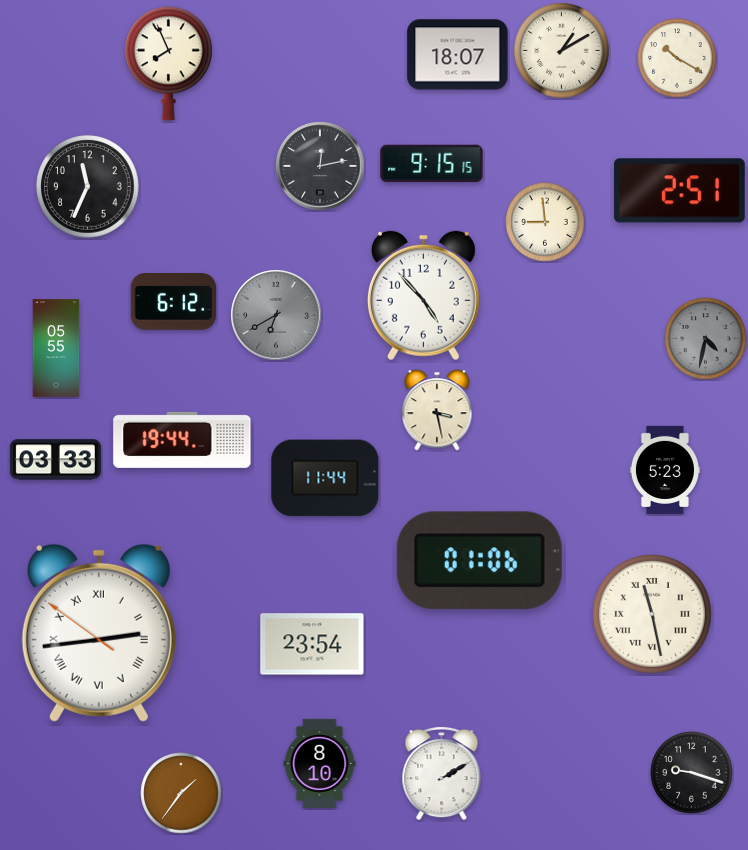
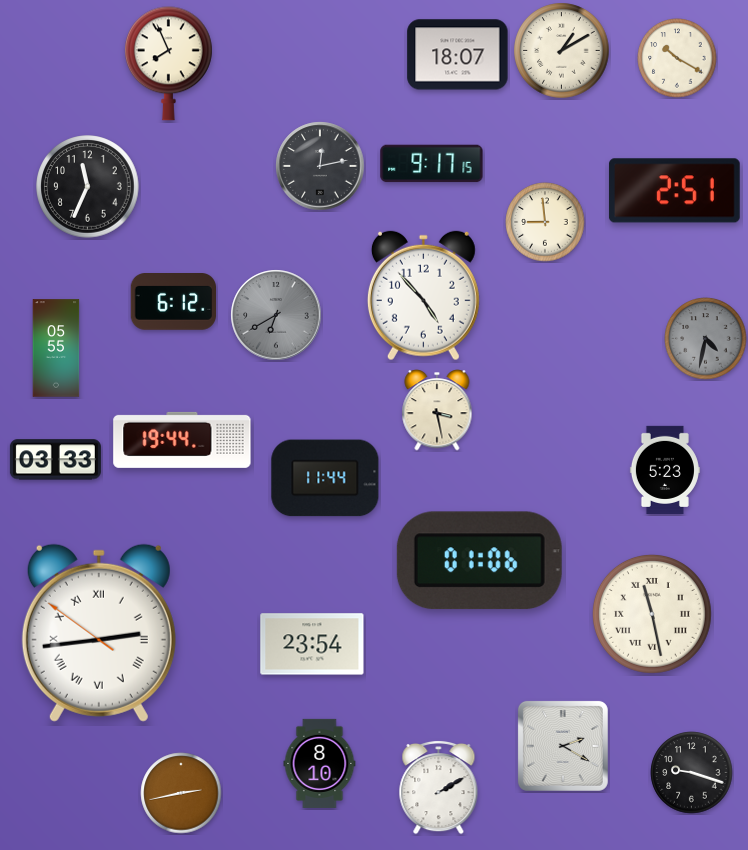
clock at (432, 164): 9:15 -> 9:17
clock at (679, 191) position: (679, 191) -> (674, 191)
clock at (563, 746): none -> 2:20
clock at (442, 773) position: (442, 773) -> (439, 787)
clock at (181, 793): 1:36 -> 2:43
